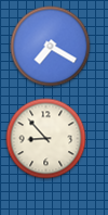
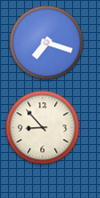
clock at (51, 47): 7:20 -> 7:18
